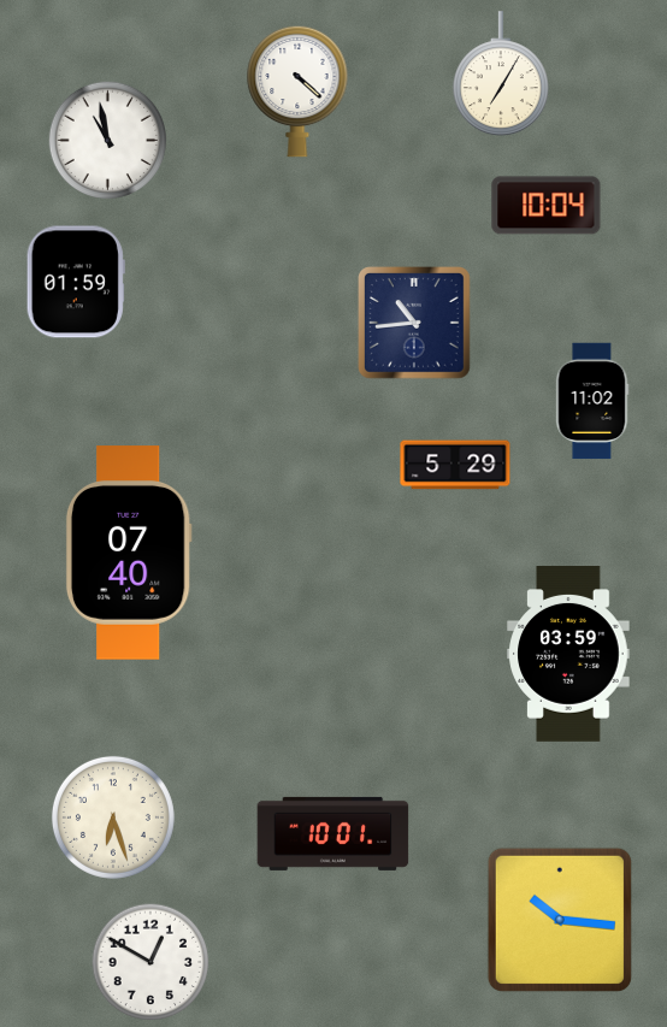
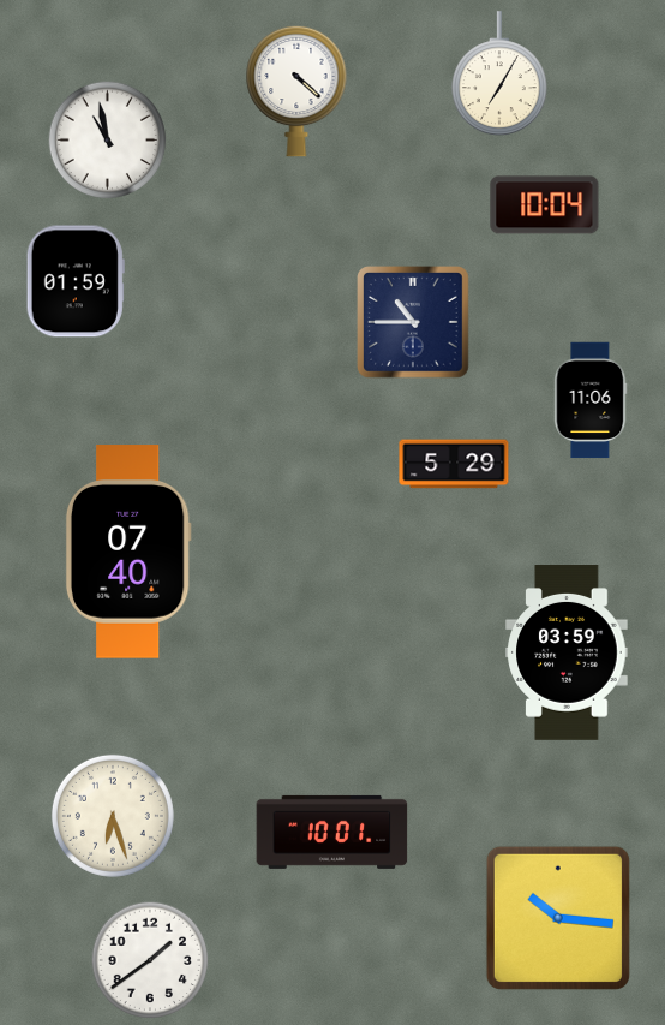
clock at (415, 324): 10:44 -> 10:45
clock at (592, 401): 11:02 -> 11:06
clock at (150, 962): 12:50 -> 1:39
